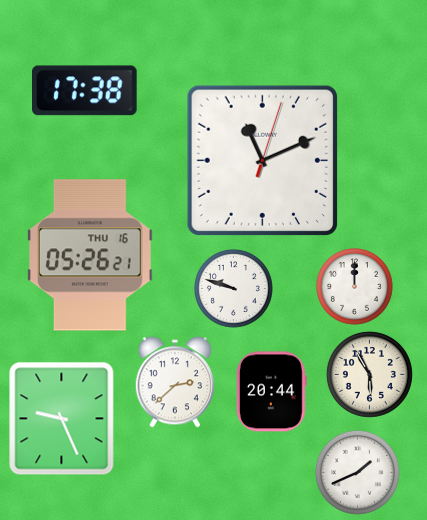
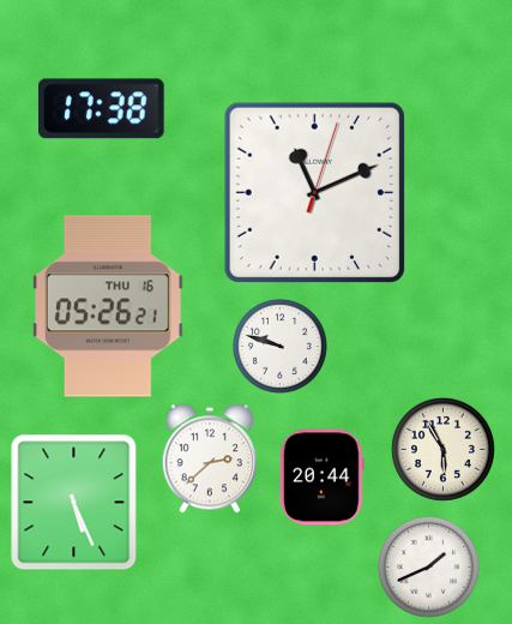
clock at (355, 287): 12:00 -> none
clock at (271, 392) position: (271, 392) -> (321, 478)
clock at (62, 419): 9:26 -> 5:26
